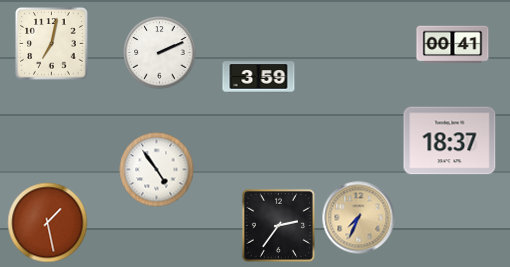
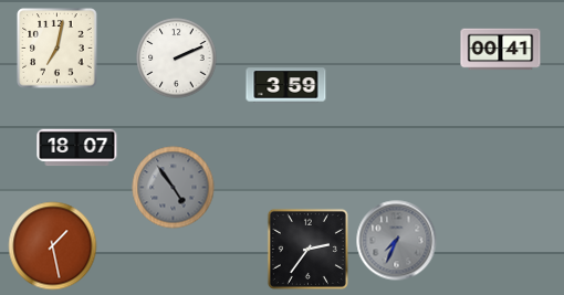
clock at (77, 148): none -> 18:07
clock at (450, 141): 18:37 -> none
clock at (157, 170) dial: white -> grey
clock at (359, 218) dial: champagne -> grey
